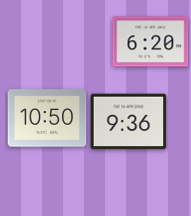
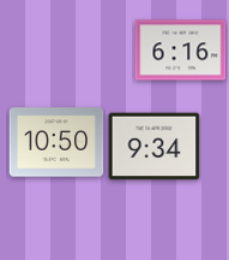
clock at (151, 42): 6:20 -> 6:16
clock at (129, 122): 9:36 -> 9:34
